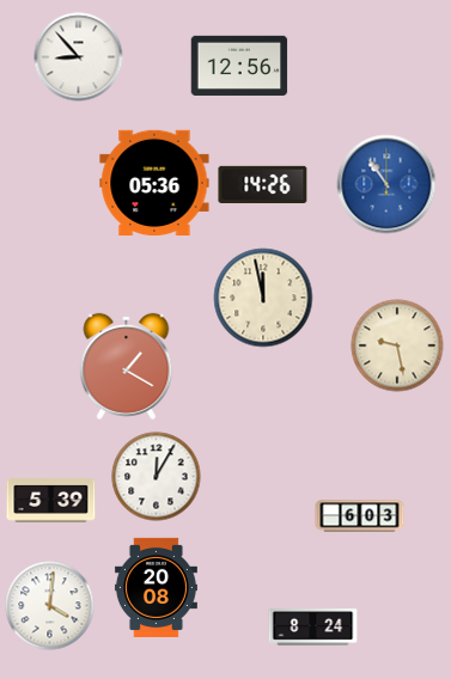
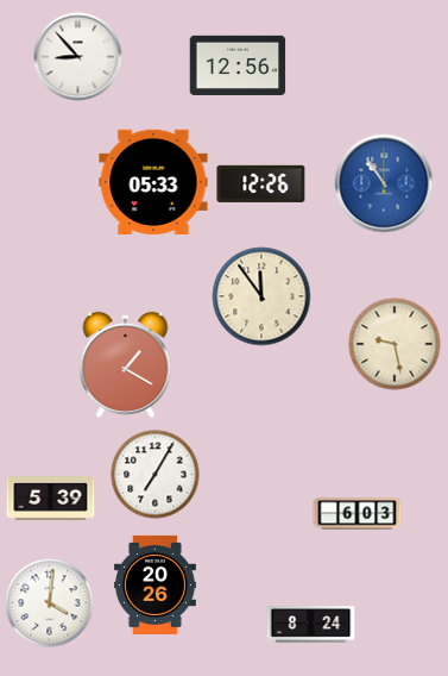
clock at (154, 183): 05:36 -> 05:33
clock at (263, 184): 14:26 -> 12:26
clock at (263, 298): 11:58 -> 11:54
clock at (157, 477): 12:05 -> 7:05
clock at (156, 587): 20:08 -> 20:26
